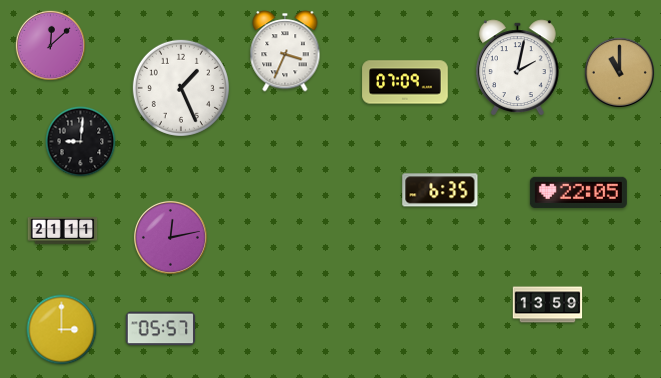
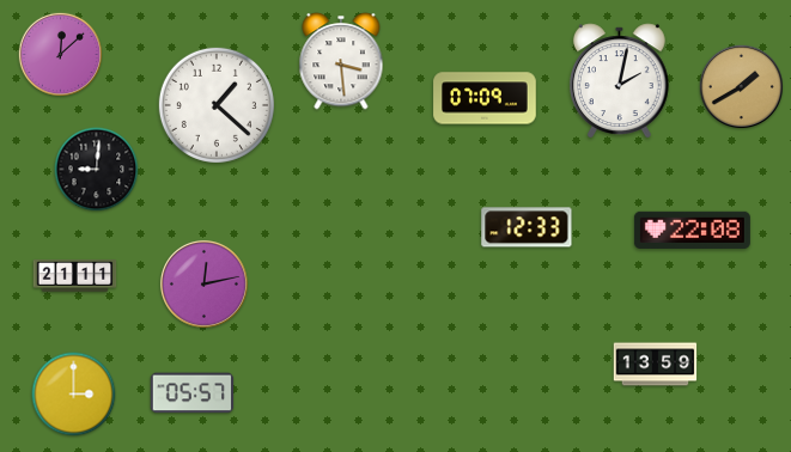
clock at (285, 51): 3:34 -> 3:29
clock at (619, 72): 11:00 -> 1:40
clock at (181, 88): 1:26 -> 1:22
clock at (440, 190): 6:35 -> 12:33
clock at (578, 192): 22:05 -> 22:08
